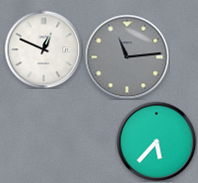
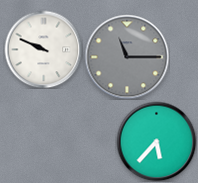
clock at (43, 49): 12:49 -> 9:49
clock at (127, 57): 11:14 -> 11:15
